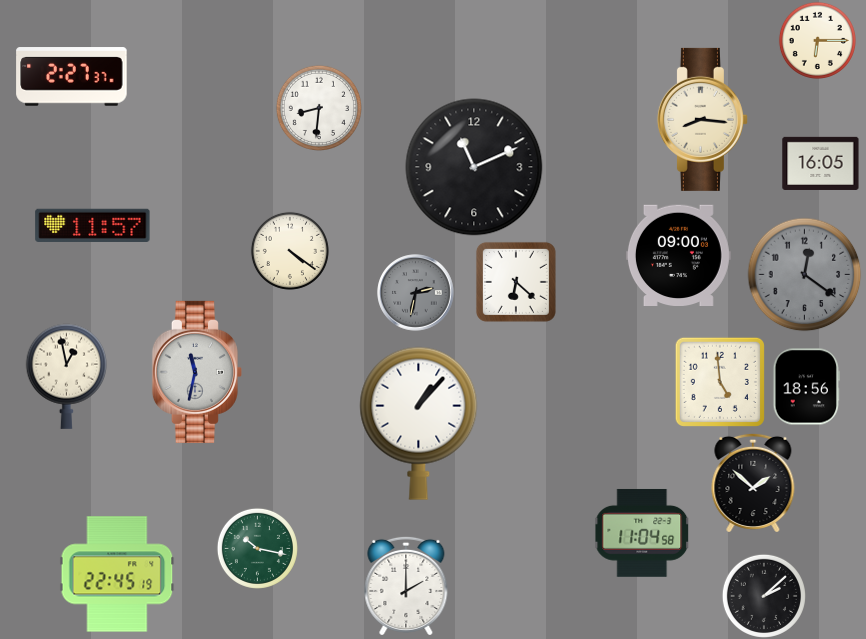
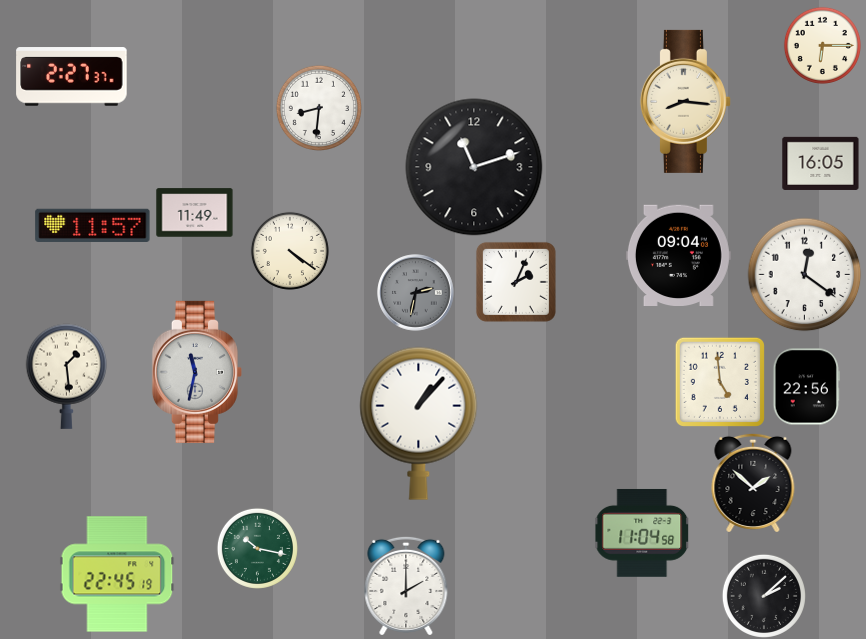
clock at (817, 40) position: (817, 40) -> (822, 45)
clock at (702, 119) position: (702, 119) -> (685, 101)
clock at (474, 167): 11:11 -> 11:12
clock at (195, 213): none -> 11:49
clock at (678, 255): 09:00 -> 09:04
clock at (805, 275) dial: grey -> white
clock at (516, 282): 6:22 -> 2:04
clock at (67, 376): 12:58 -> 1:29
clock at (806, 387): 18:56 -> 22:56
